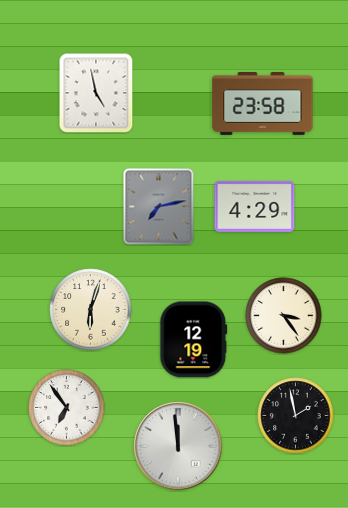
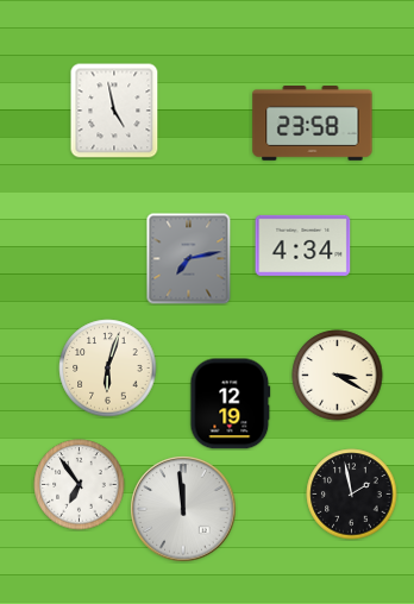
clock at (255, 206): 4:29 -> 4:34
clock at (159, 207) position: (159, 207) -> (189, 259)
clock at (284, 316): 3:24 -> 3:20
clock at (178, 446) position: (178, 446) -> (183, 509)
